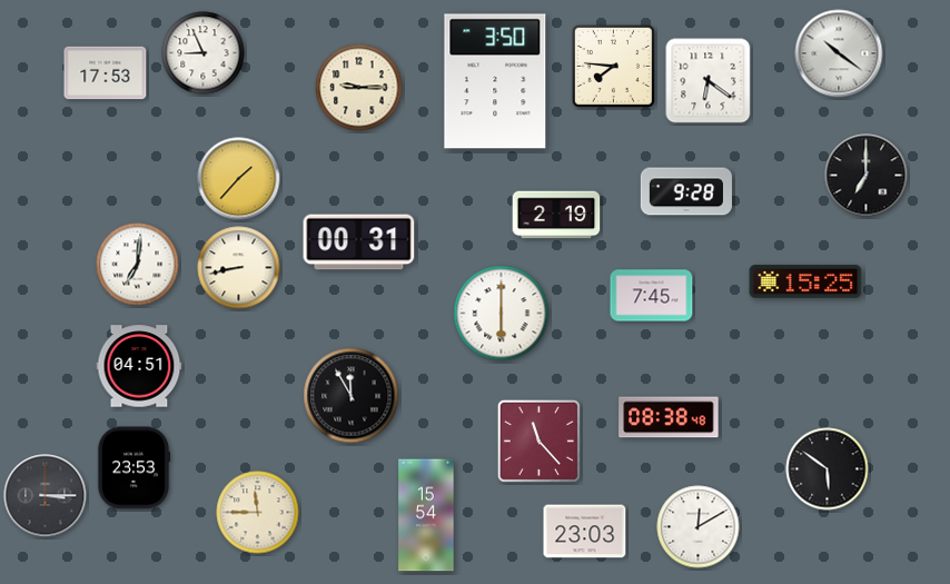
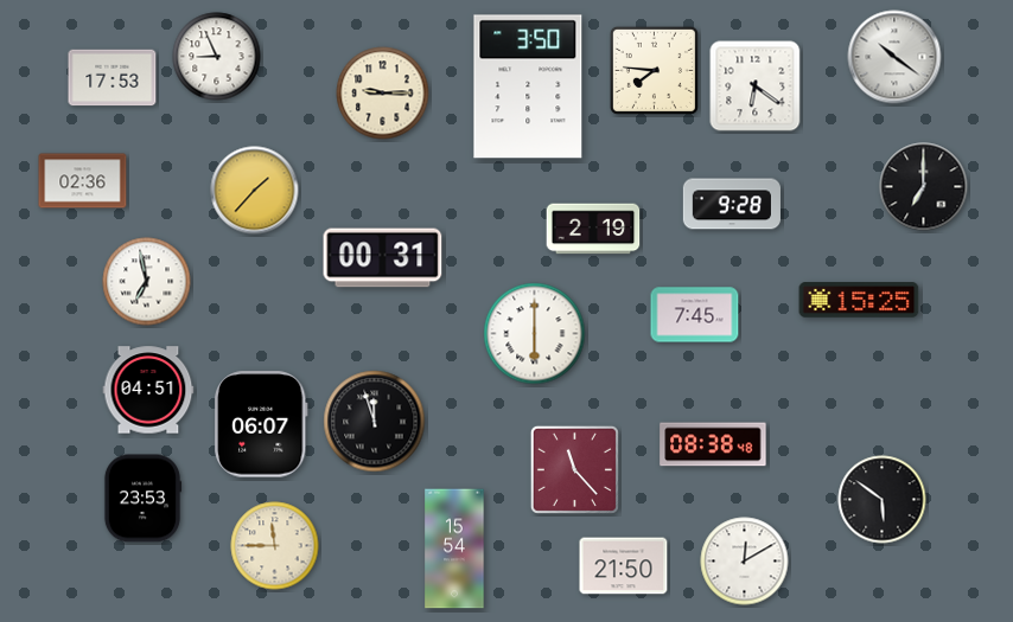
clock at (83, 181): none -> 02:36
clock at (138, 265): 7:01 -> 6:58
clock at (239, 268): 8:43 -> none
clock at (352, 396): 11:55 -> 11:57
clock at (262, 424): none -> 06:07
clock at (46, 496): 3:15 -> none
clock at (585, 532): 23:03 -> 21:50
